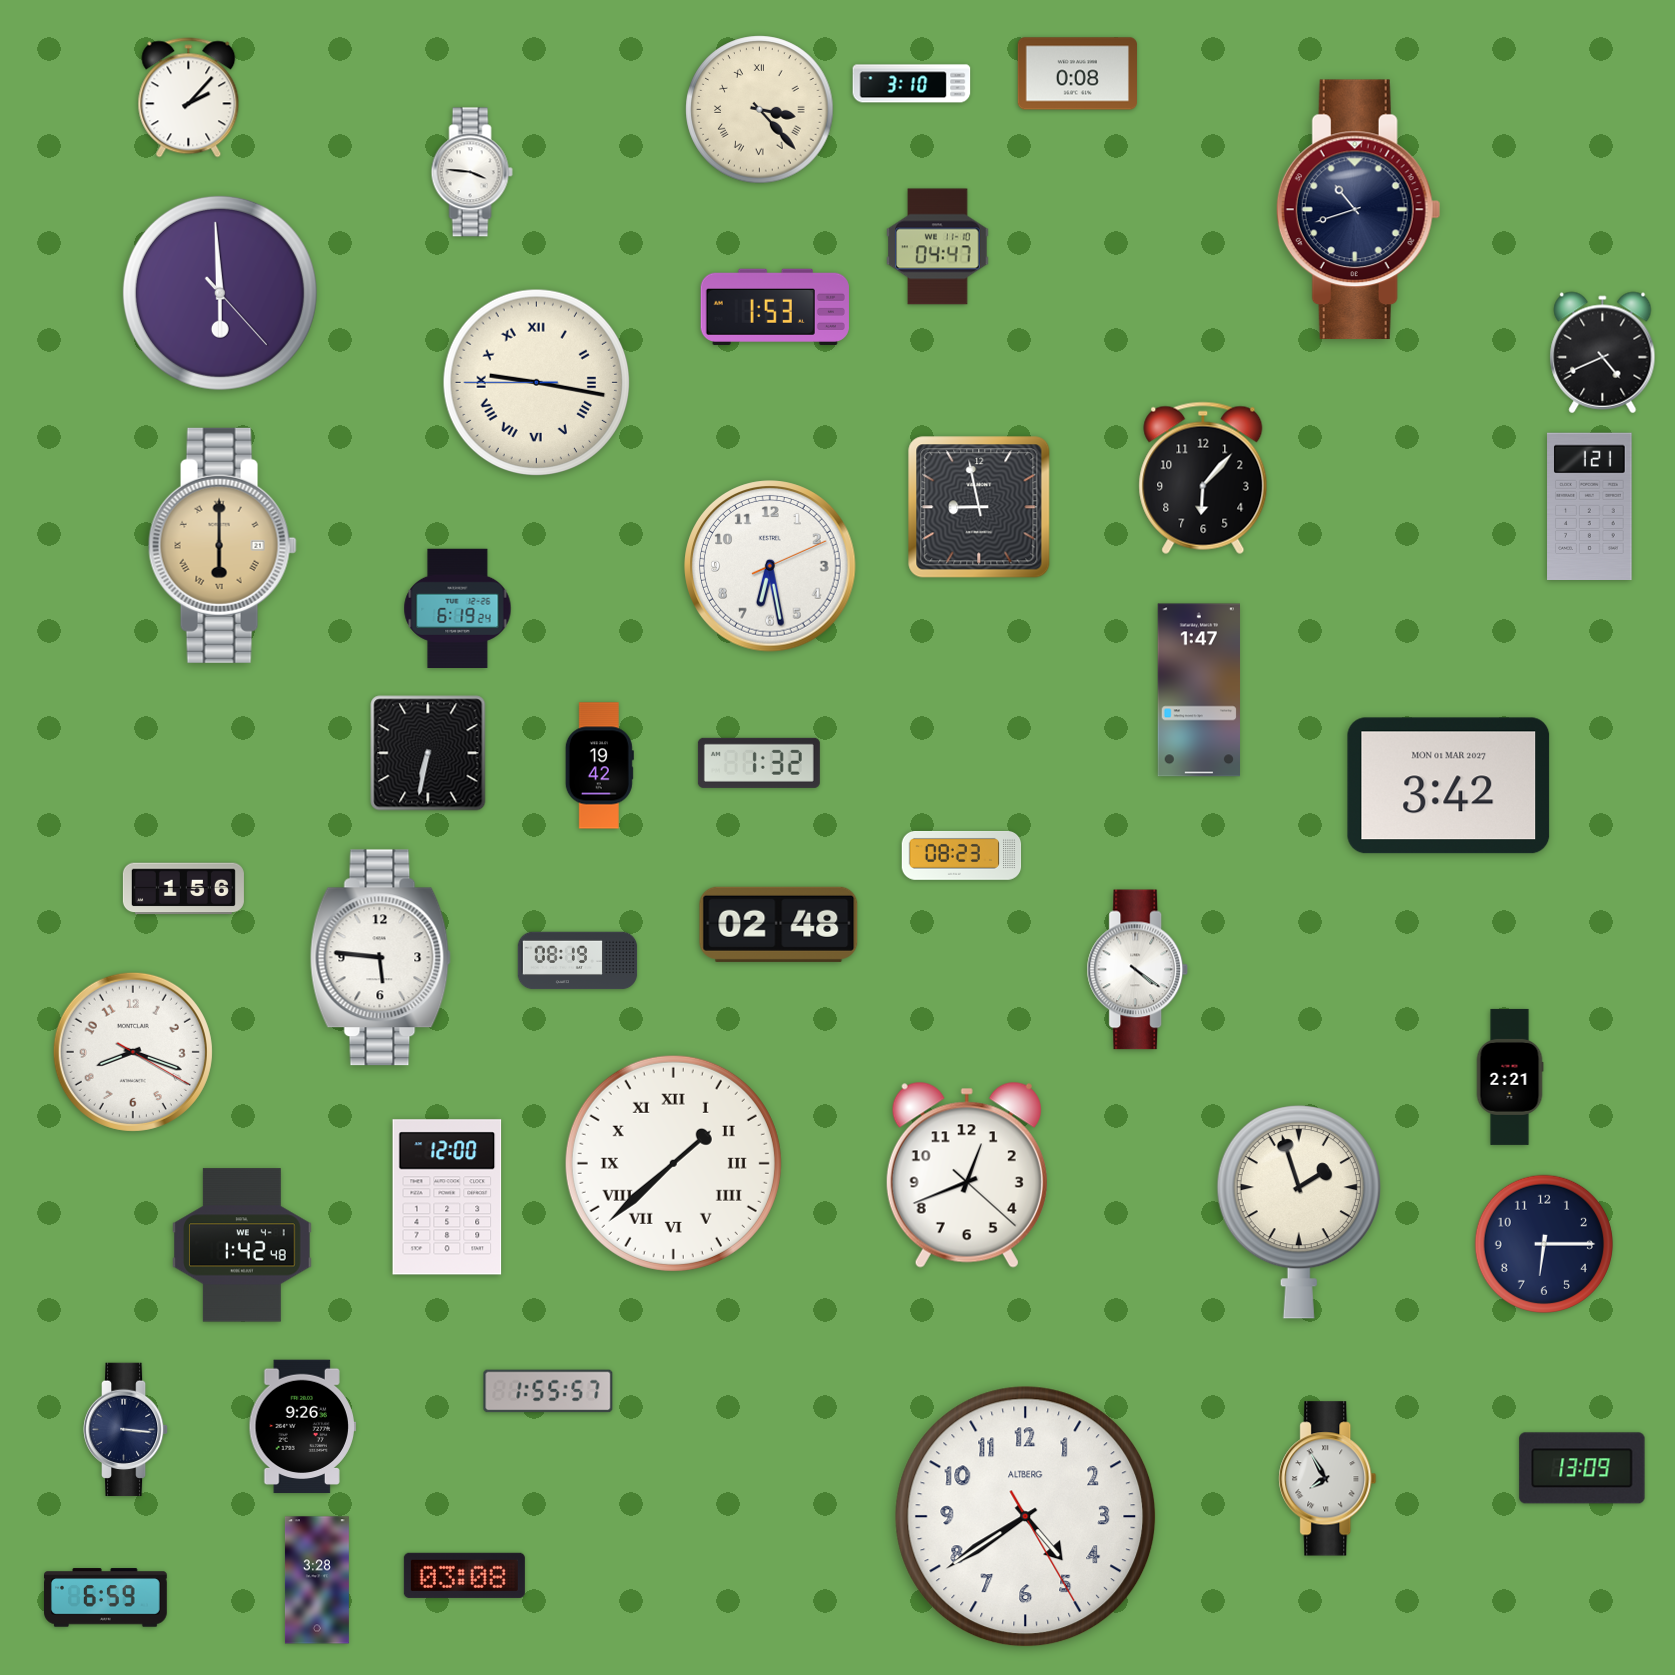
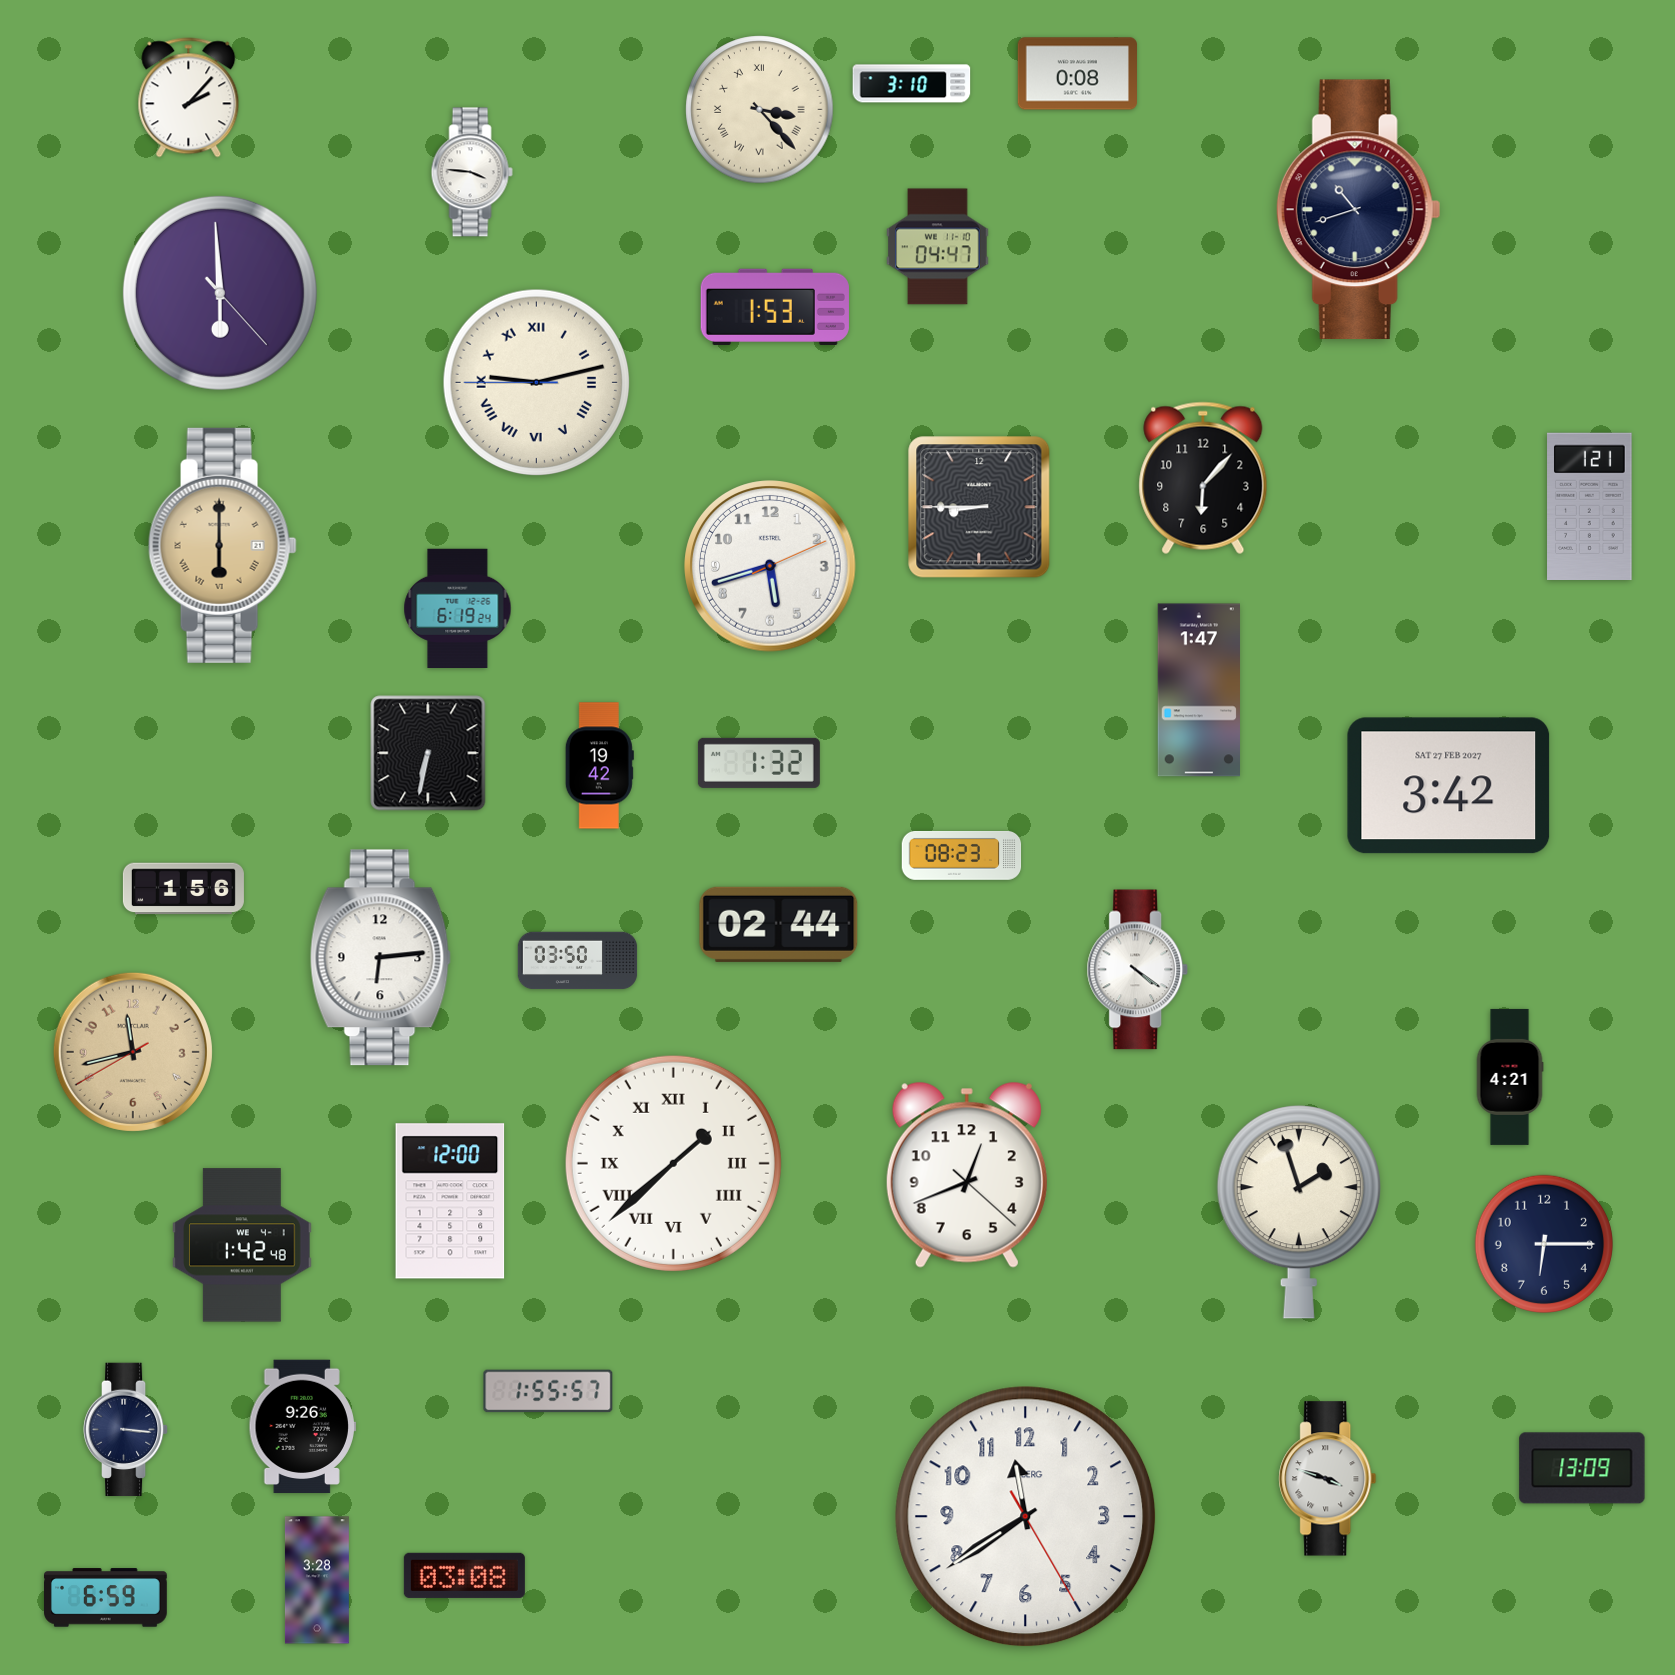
clock at (1603, 353): 4:41 -> none
clock at (537, 383): 9:16 -> 9:12
clock at (979, 507): 8:58 -> 8:45
clock at (770, 566): 6:28 -> 5:42
clock at (1449, 786) date: MON 01 MAR 2027 -> SAT 27 FEB 2027
clock at (779, 924): 02:48 -> 02:44
clock at (380, 958): 5:46 -> 6:14
clock at (578, 961): 08:19 -> 03:50
clock at (133, 1052): 8:18 -> 11:42
clock at (133, 1052) dial: white -> champagne
clock at (1510, 1077): 2:21 -> 4:21
clock at (447, 1197) position: (447, 1197) -> (450, 1201)
clock at (1328, 1479): 7:55 -> 3:48
clock at (1026, 1517): 4:39 -> 11:39
